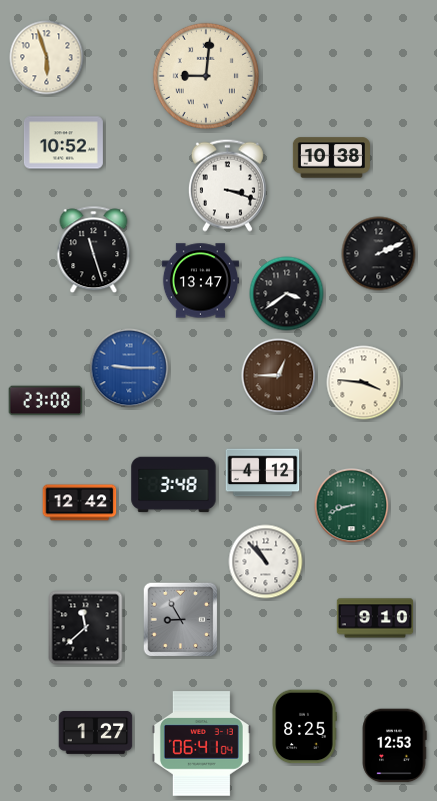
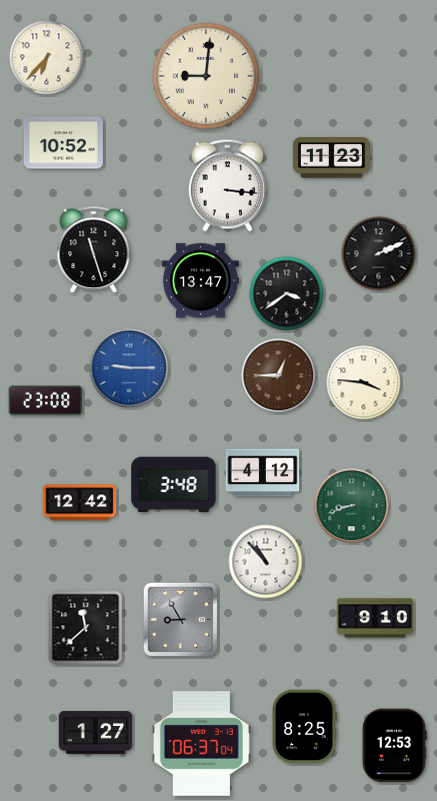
clock at (47, 58): 5:57 -> 6:37
clock at (331, 158): 10:38 -> 11:23
clock at (227, 185): 3:18 -> 3:16
clock at (201, 744): 06:41 -> 06:37
